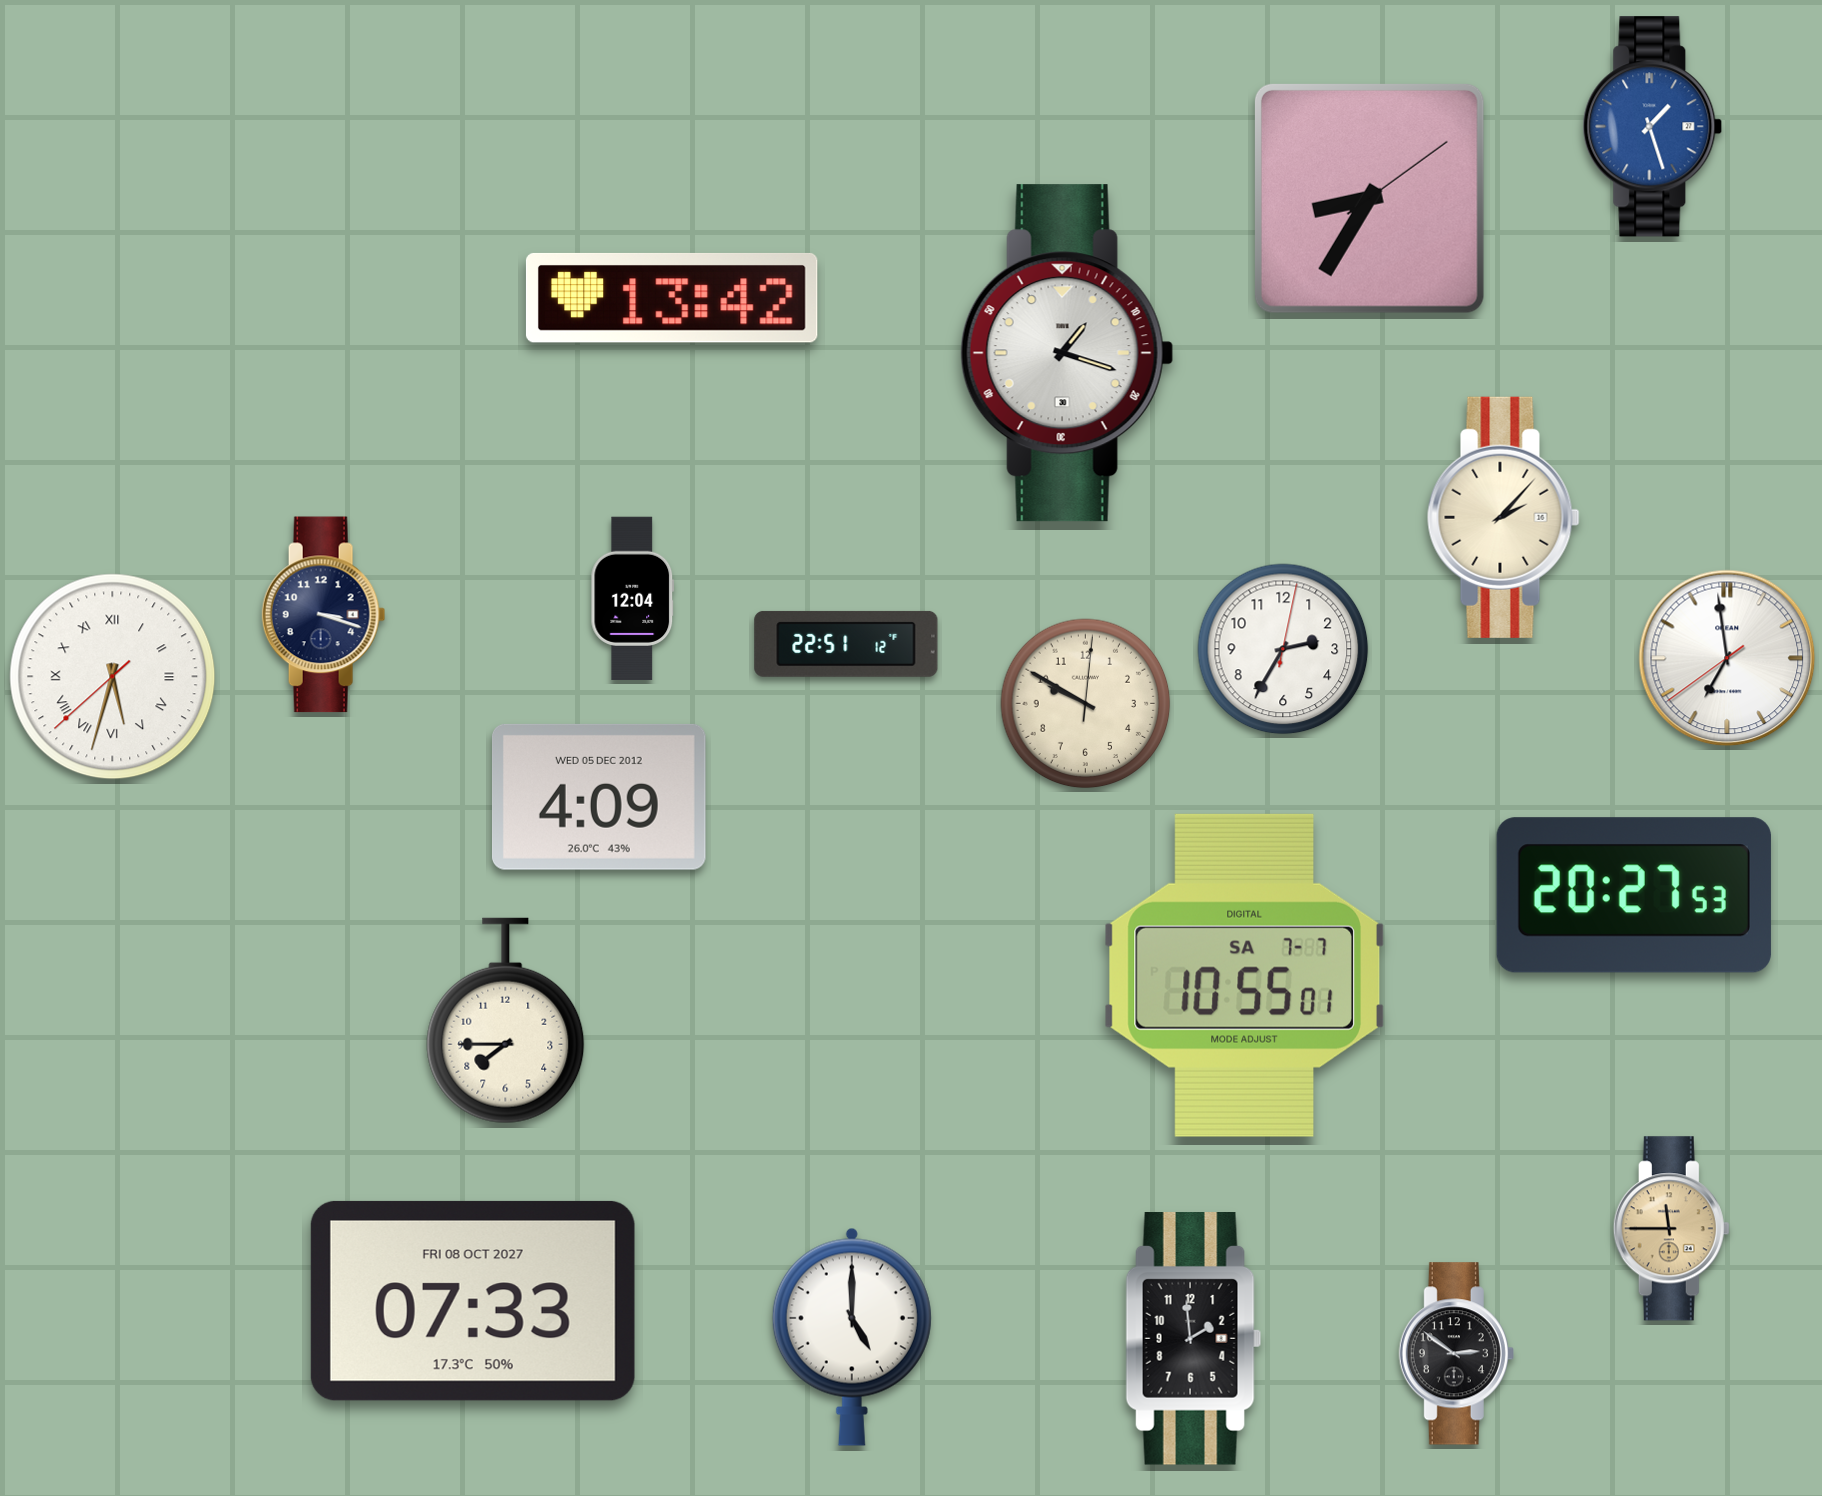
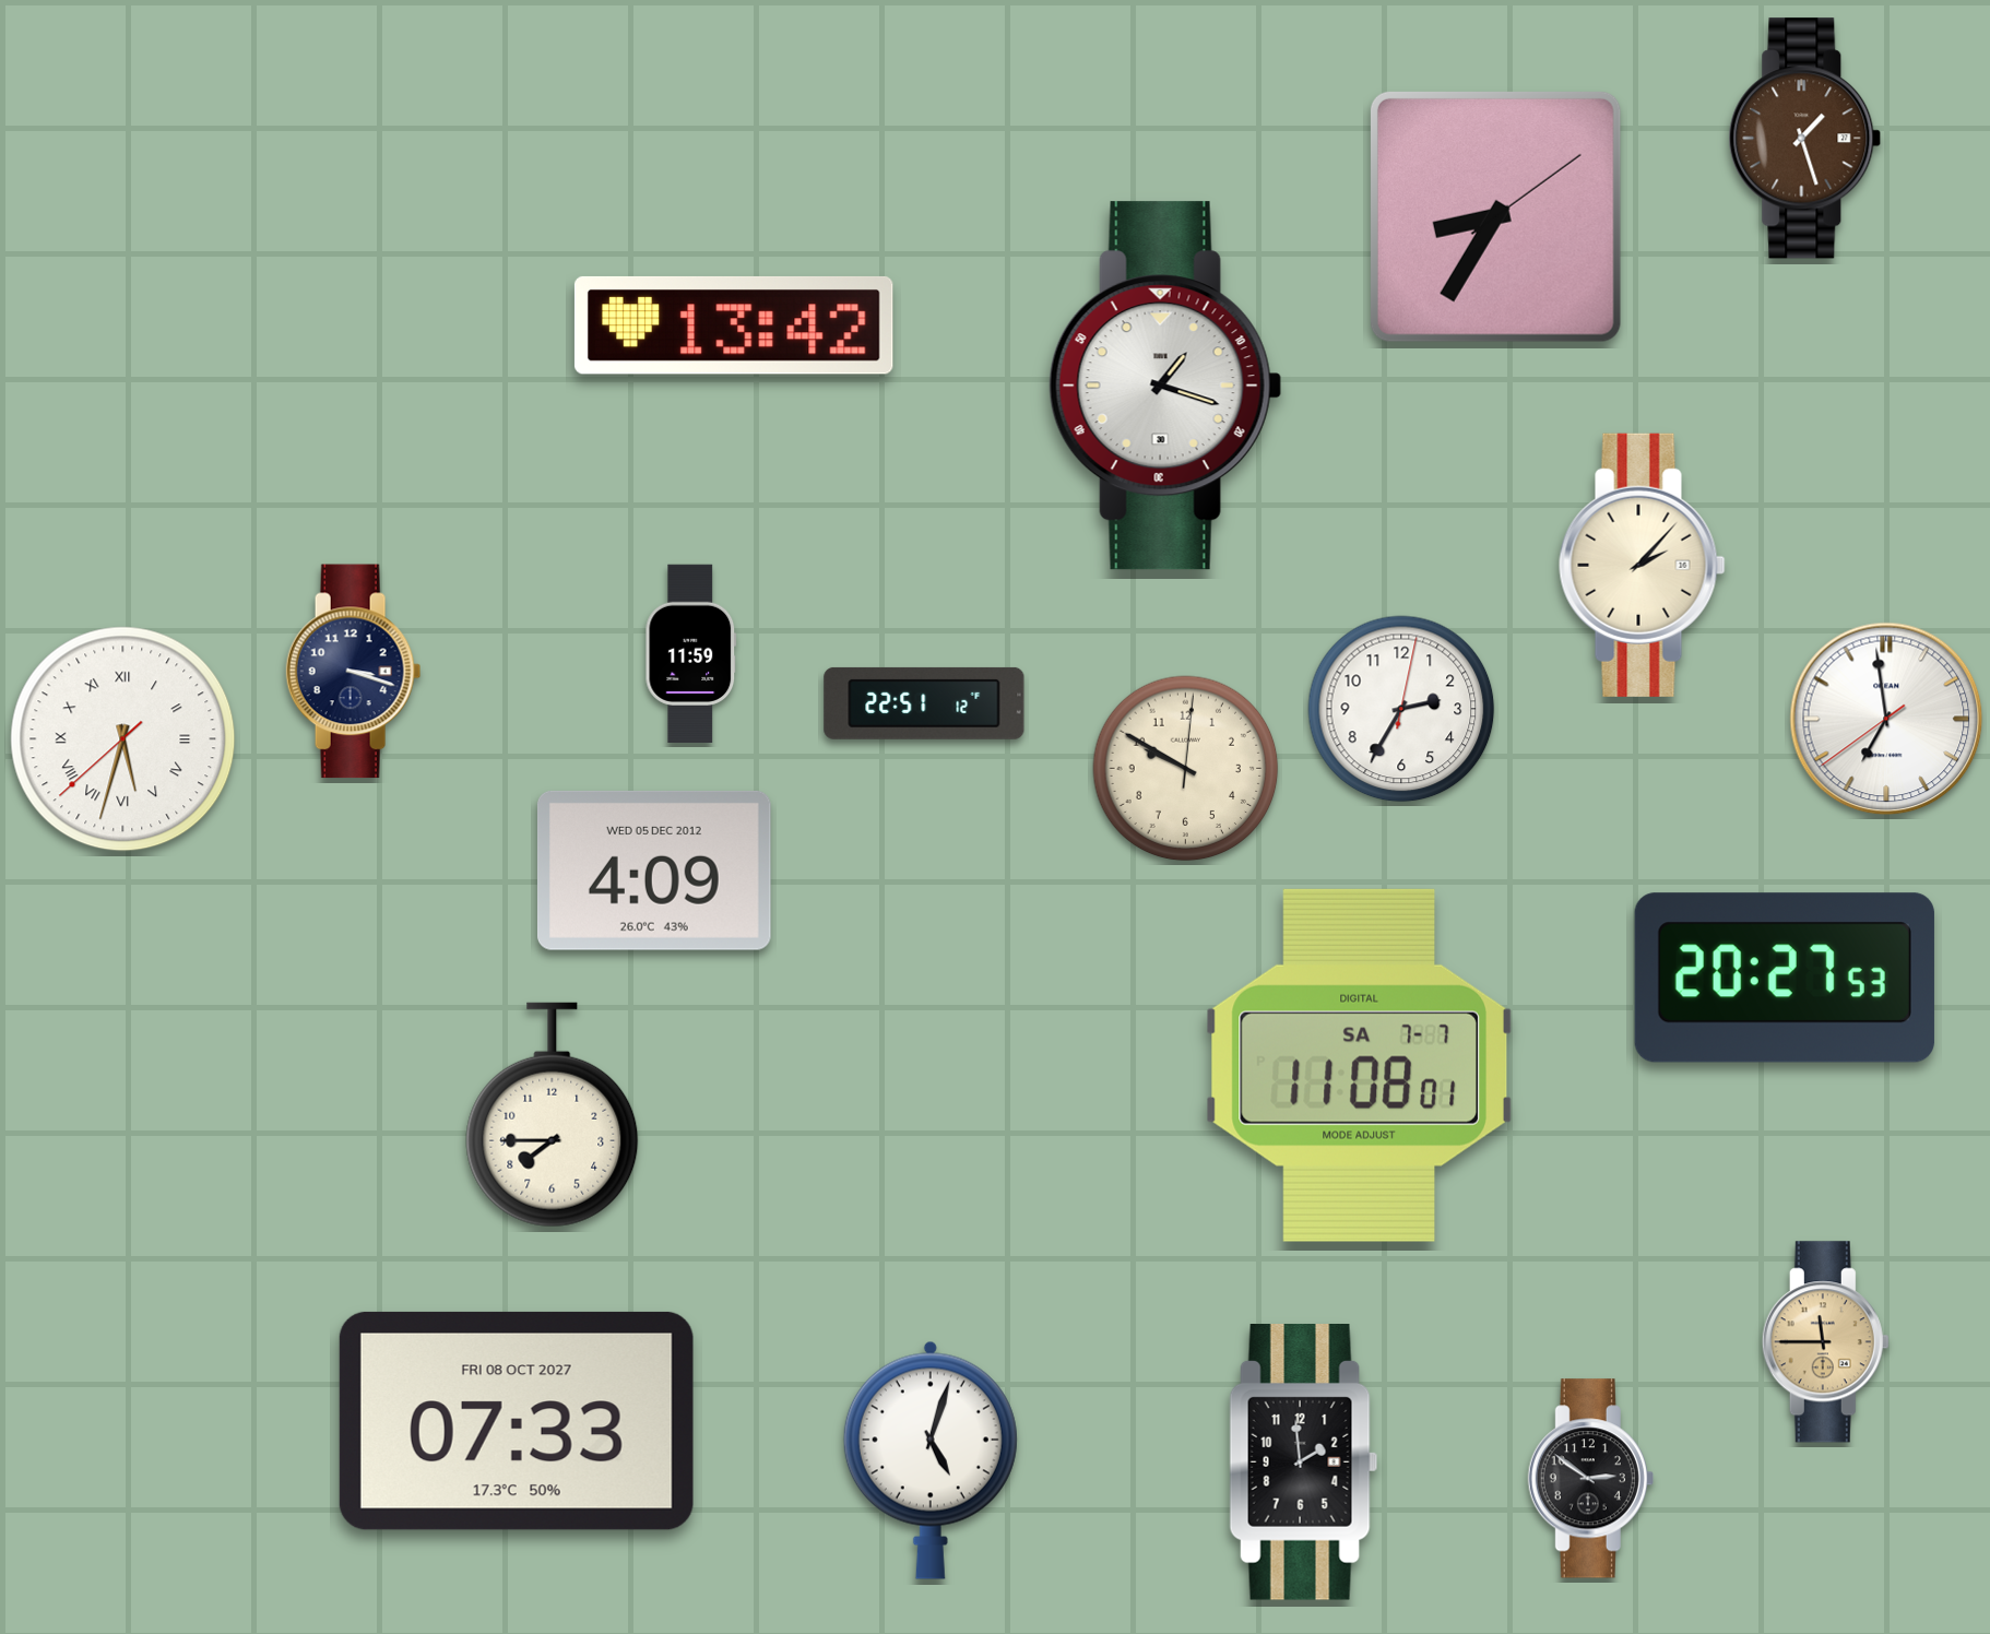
clock at (1653, 127) dial: blue -> brown
clock at (633, 599): 12:04 -> 11:59
clock at (1244, 975): 10:55 -> 11:08
clock at (852, 1337): 5:00 -> 5:03
